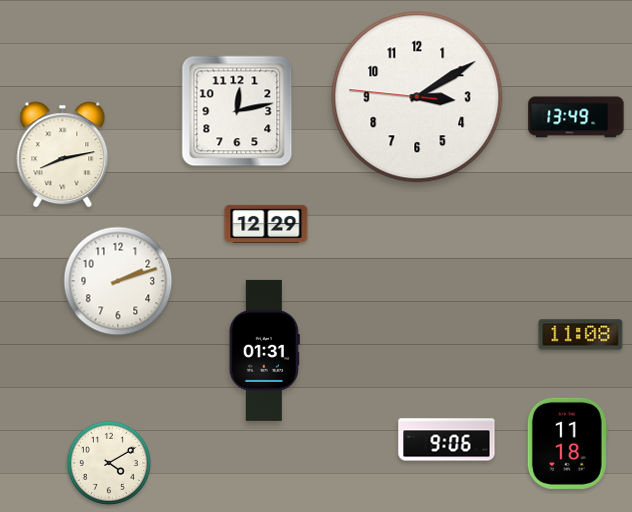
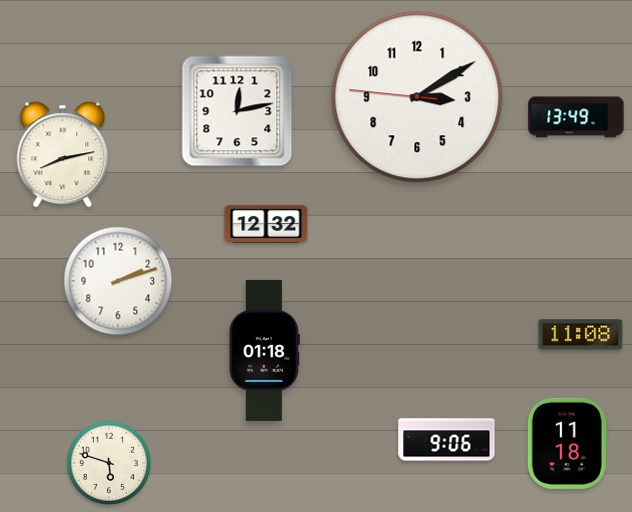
clock at (266, 224): 12:29 -> 12:32
clock at (264, 350): 01:31 -> 01:18
clock at (109, 463): 4:10 -> 5:48
